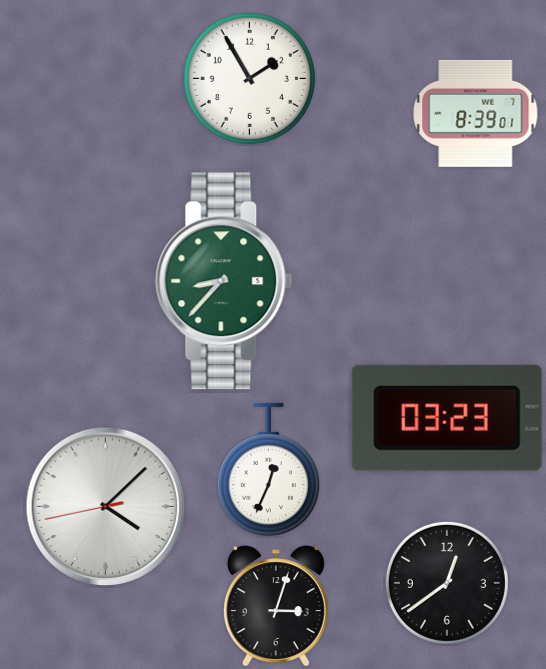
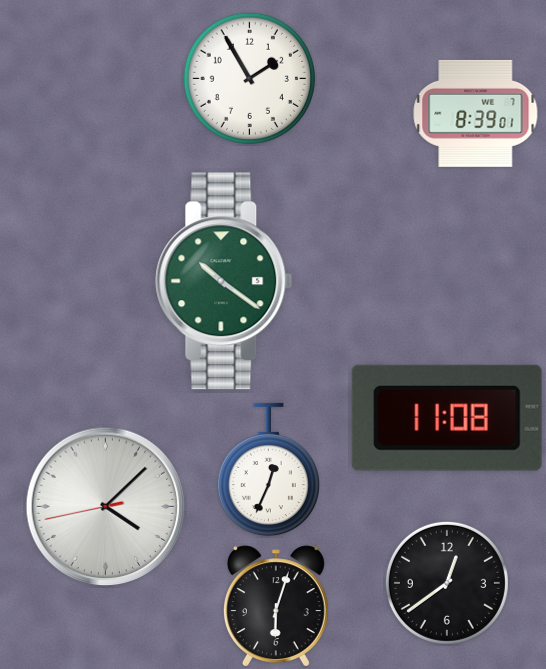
clock at (224, 281): 8:37 -> 10:21
clock at (447, 418): 03:23 -> 11:08
clock at (276, 606): 3:03 -> 6:03
